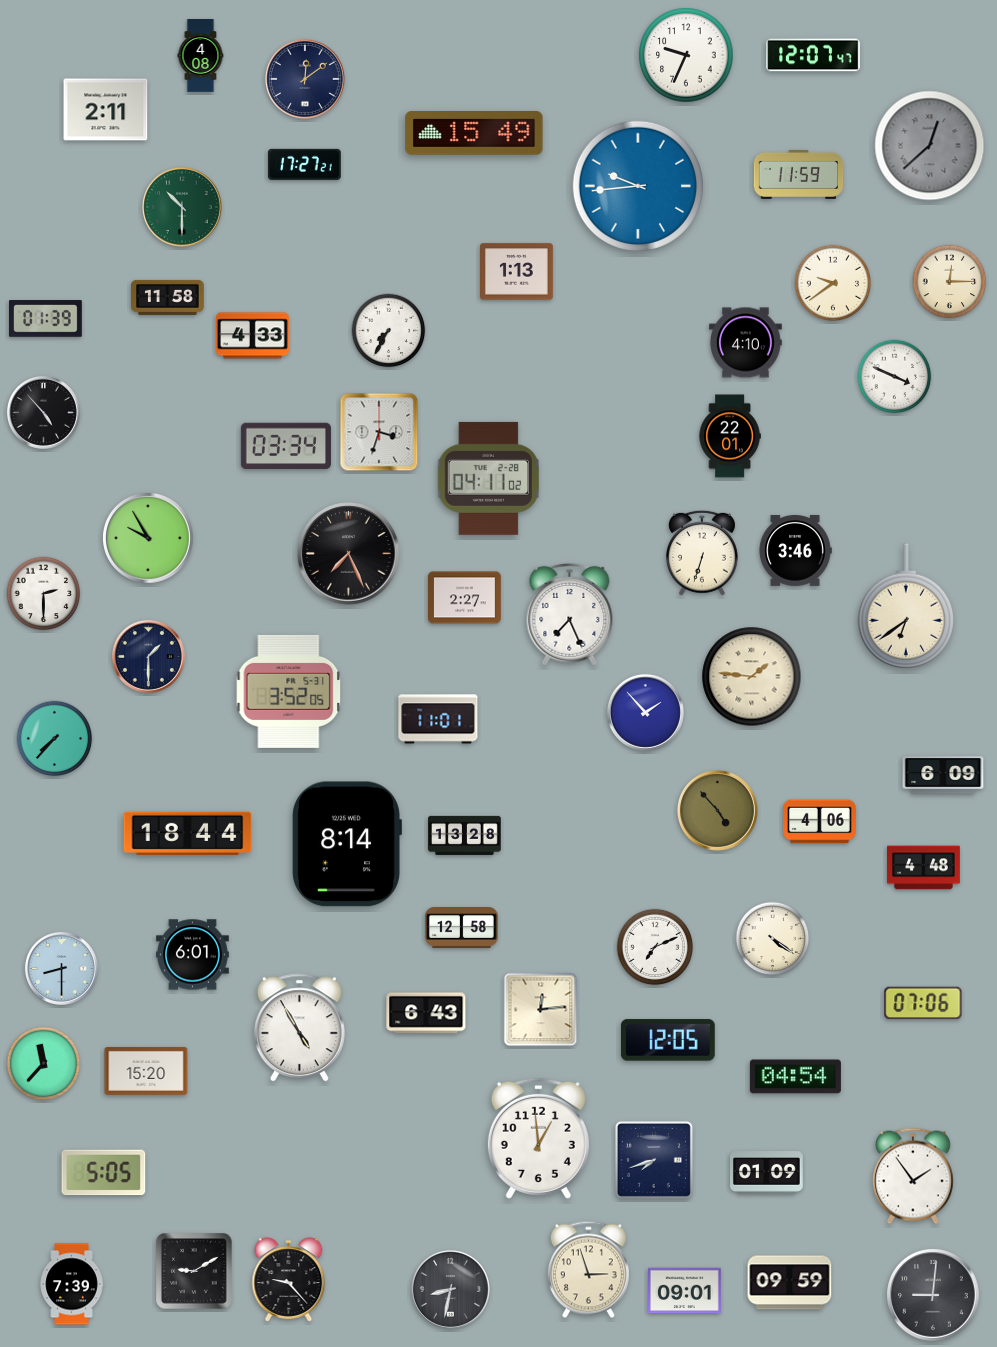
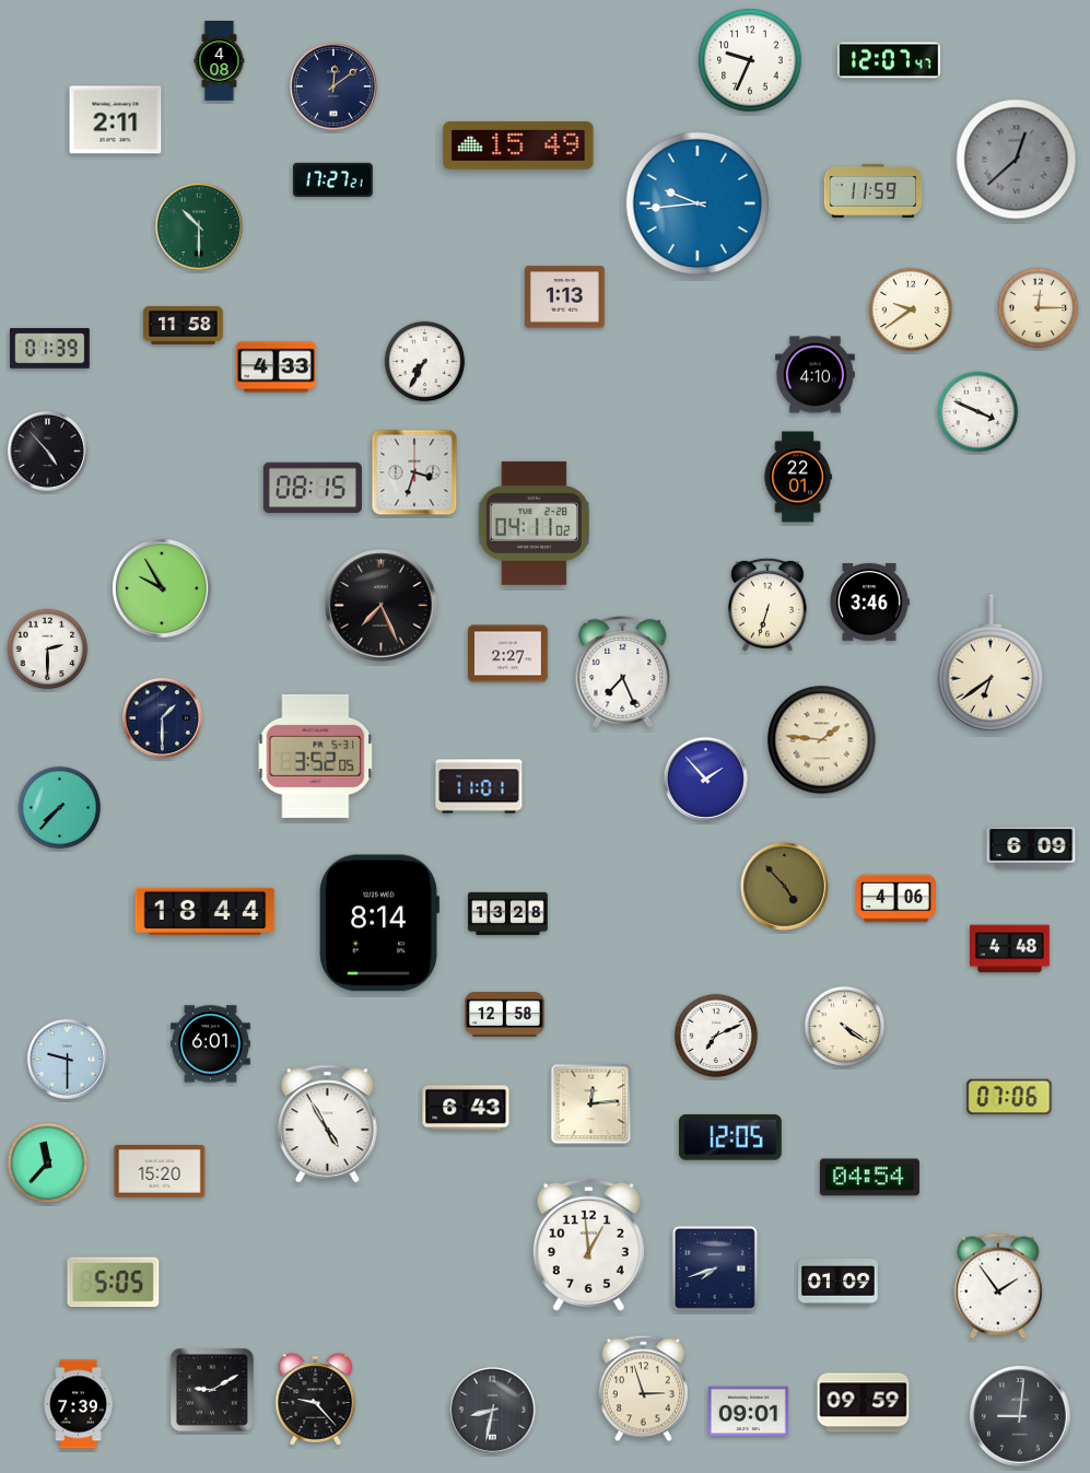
clock at (286, 446): 03:34 -> 08:15
clock at (61, 968): 8:30 -> 9:30
